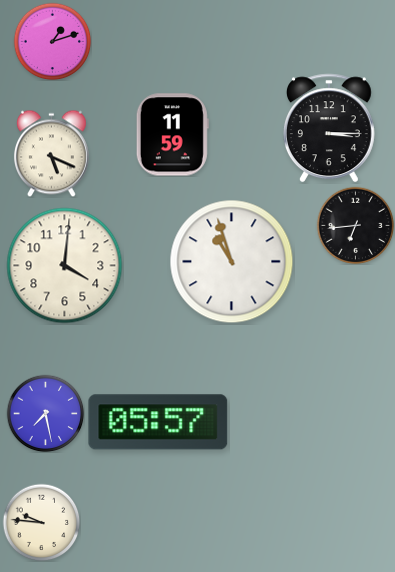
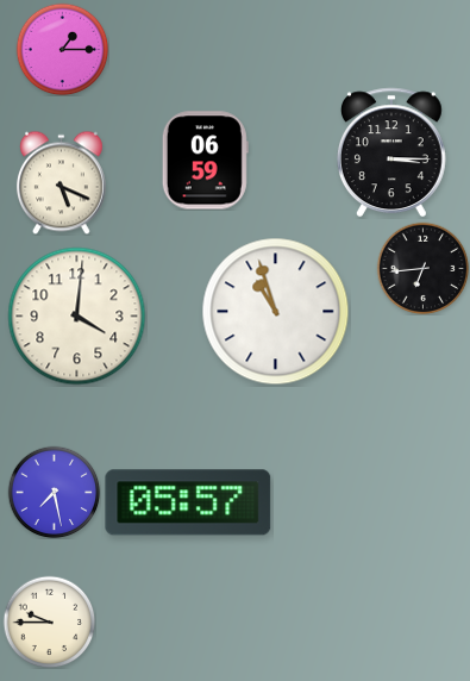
clock at (52, 41): 1:12 -> 1:15
clock at (172, 135): 11:59 -> 06:59
clock at (41, 522): 9:46 -> 9:45
